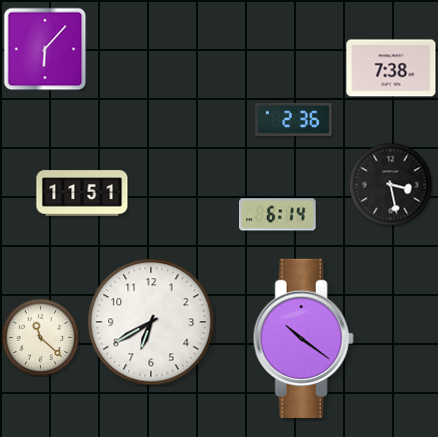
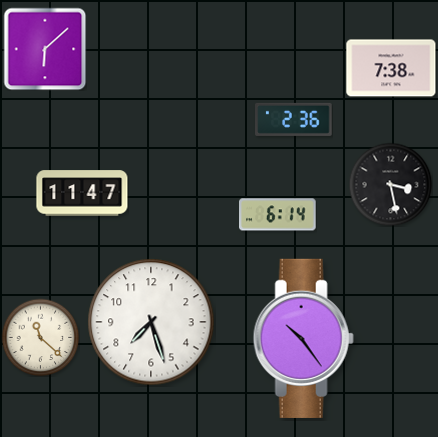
clock at (45, 49): 6:07 -> 6:08
clock at (82, 193): 11:51 -> 11:47
clock at (151, 322): 6:40 -> 7:27
clock at (303, 338): 10:21 -> 10:24
